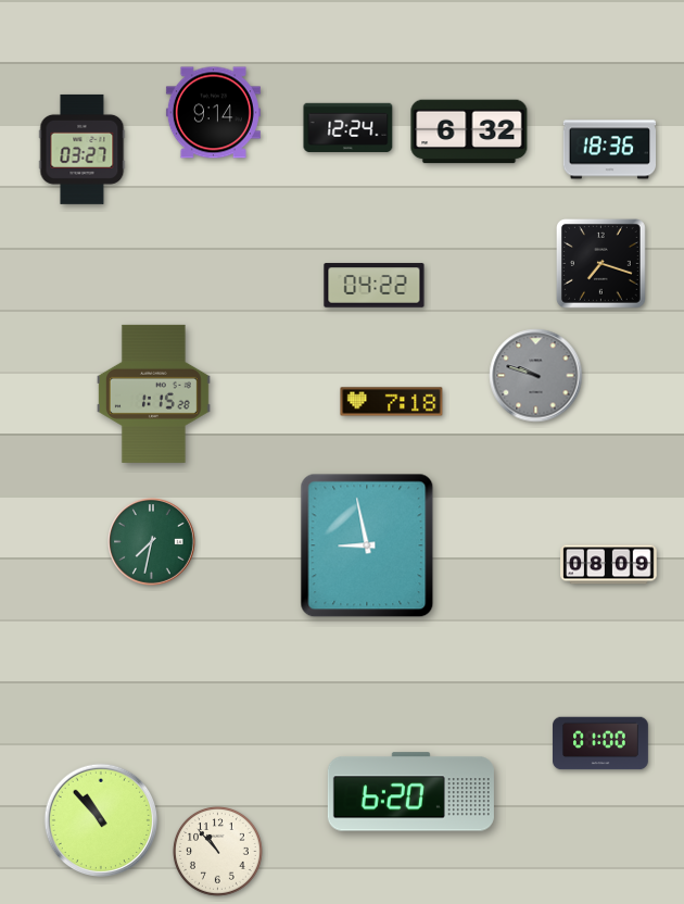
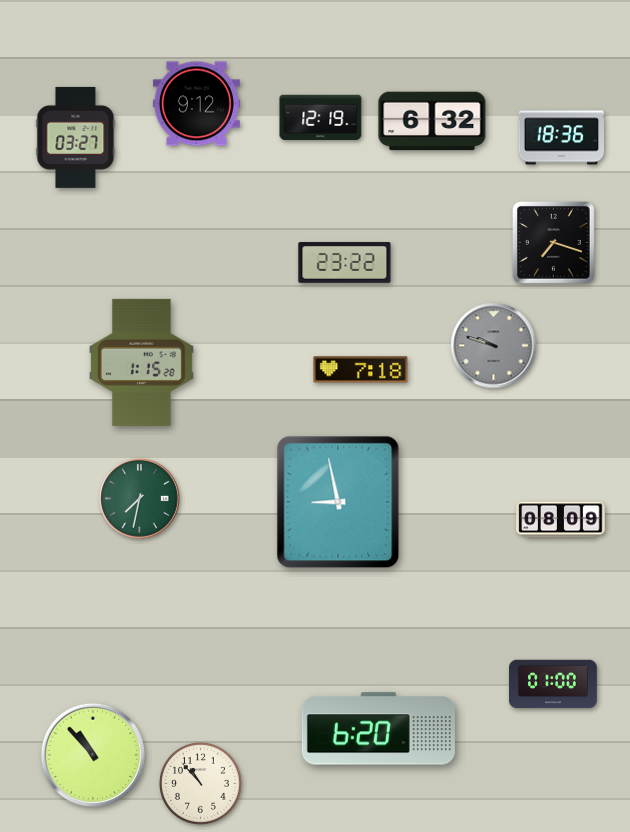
clock at (213, 113): 9:14 -> 9:12
clock at (349, 127): 12:24 -> 12:19
clock at (375, 286): 04:22 -> 23:22
